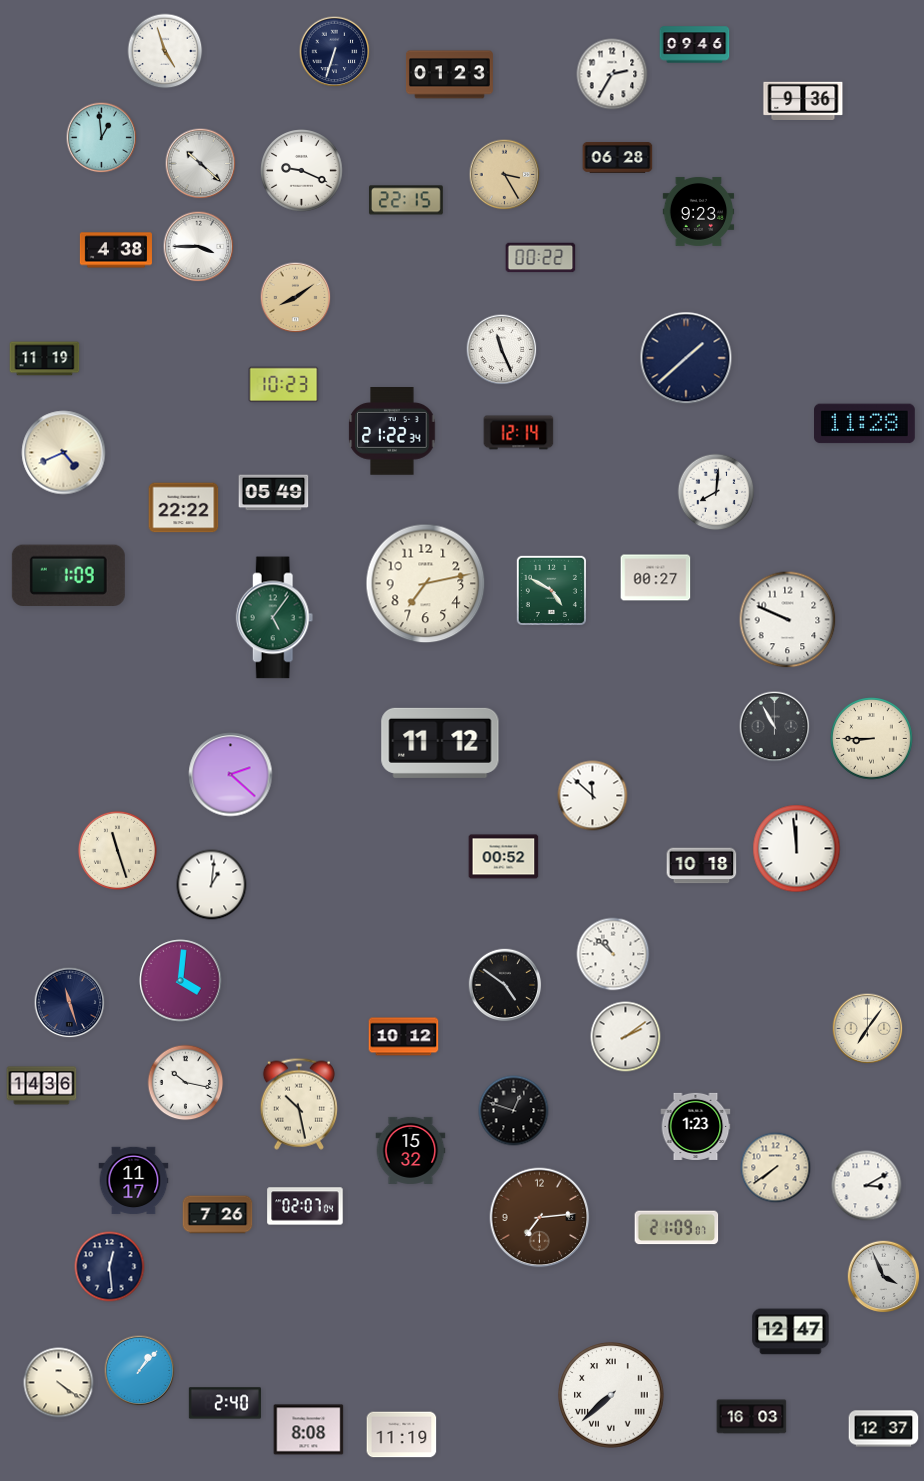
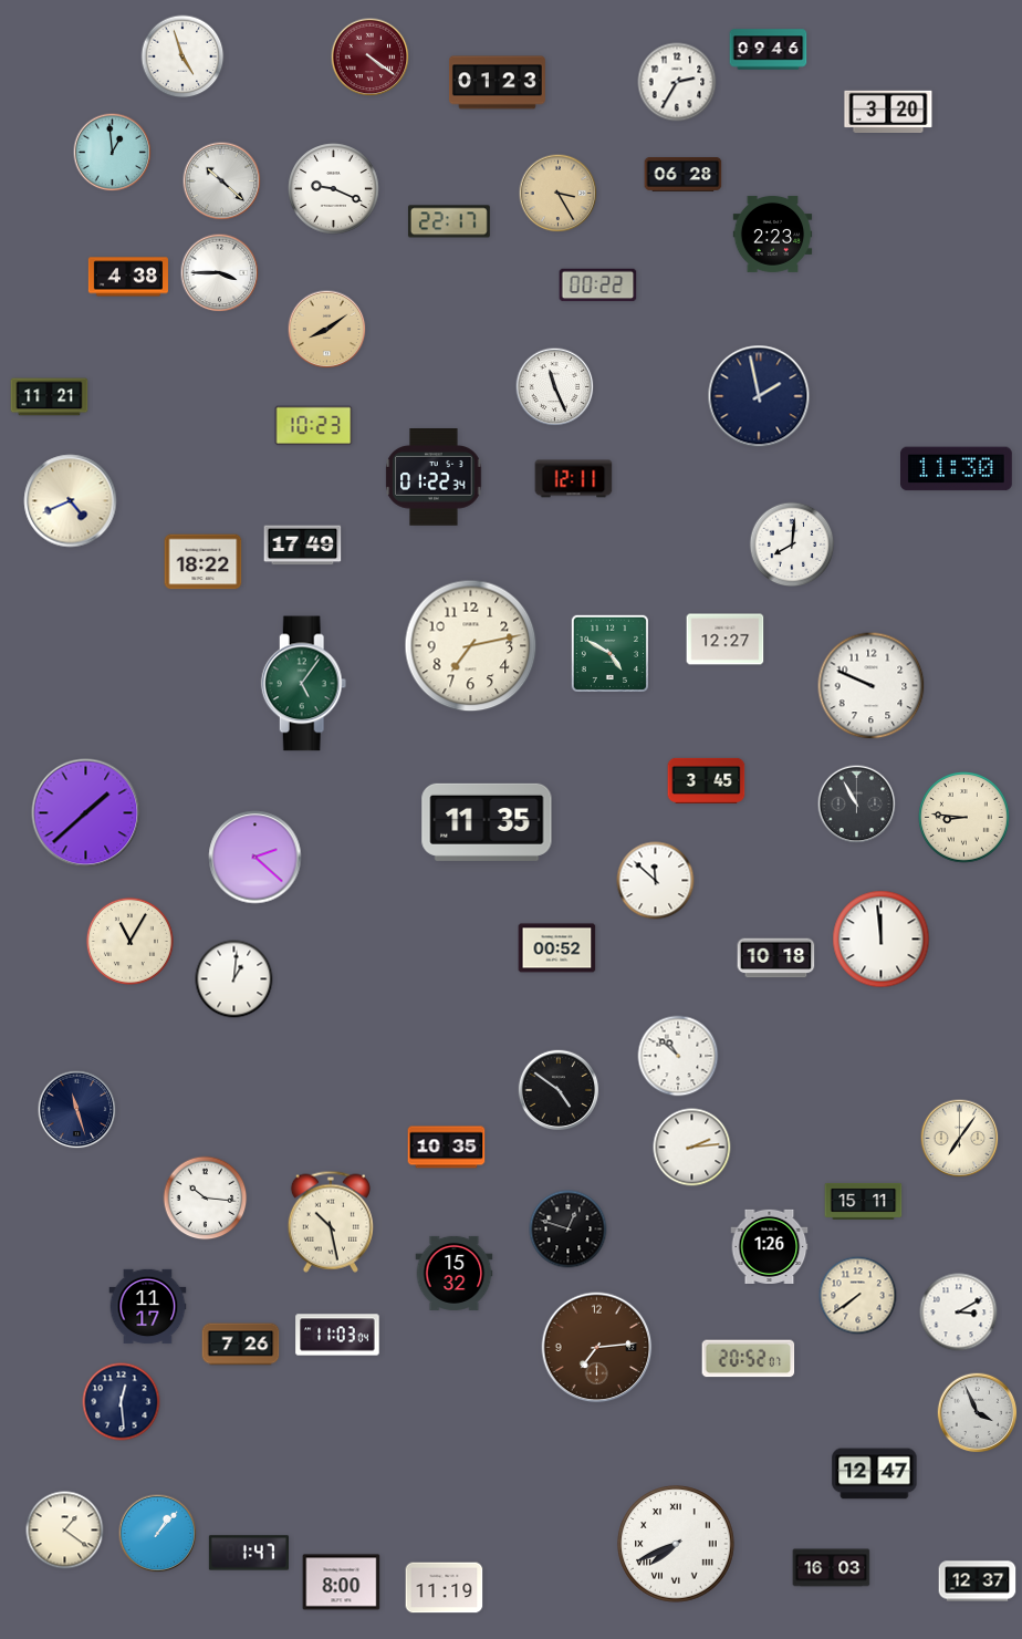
clock at (335, 52): 6:33 -> 4:21
clock at (335, 52) dial: navy -> burgundy
clock at (803, 100): 9:36 -> 3:20
clock at (406, 200): 22:15 -> 22:17
clock at (699, 212): 9:23 -> 2:23
clock at (686, 358): 1:38 -> 1:58
clock at (45, 359): 11:19 -> 11:21
clock at (865, 424): 11:28 -> 11:30
clock at (392, 432): 21:22 -> 01:22
clock at (519, 433): 12:14 -> 12:11
clock at (274, 493): 05:49 -> 17:49
clock at (184, 508): 22:22 -> 18:22
clock at (68, 575): 1:09 -> none
clock at (656, 578): 00:27 -> 12:27
clock at (707, 780): none -> 3:45
clock at (86, 813): none -> 1:38
clock at (872, 739): 8:45 -> 8:46
clock at (440, 743): 11:12 -> 11:35
clock at (117, 850): 11:27 -> 11:05
clock at (181, 981): 4:01 -> none
clock at (404, 1037): 10:12 -> 10:35
clock at (626, 1037): 2:09 -> 2:14
clock at (186, 1083): 10:17 -> 10:16
clock at (864, 1201): none -> 15:11
clock at (42, 1086): 14:36 -> none
clock at (696, 1126): 1:23 -> 1:26
clock at (776, 1168) position: (776, 1168) -> (858, 1296)
clock at (305, 1206): 02:07 -> 11:03
clock at (677, 1228): 21:09 -> 20:52
clock at (140, 1371) position: (140, 1371) -> (158, 1534)
clock at (59, 1383): 4:21 -> 1:21
clock at (611, 1395): 7:38 -> 7:41
clock at (225, 1403): 2:40 -> 1:47
clock at (309, 1430): 8:08 -> 8:00
